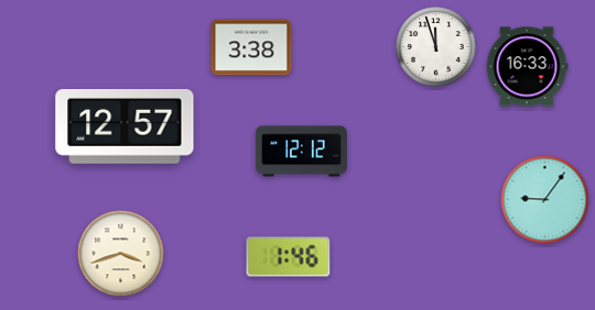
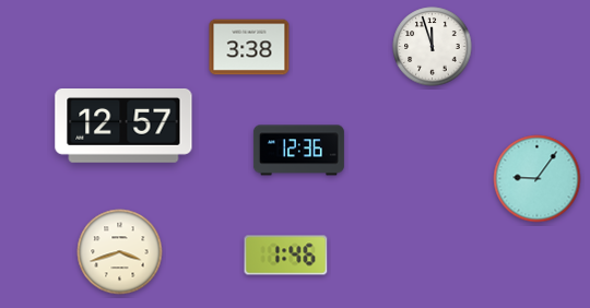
clock at (527, 67): 16:33 -> none
clock at (301, 152): 12:12 -> 12:36
clock at (545, 200) position: (545, 200) -> (538, 179)
